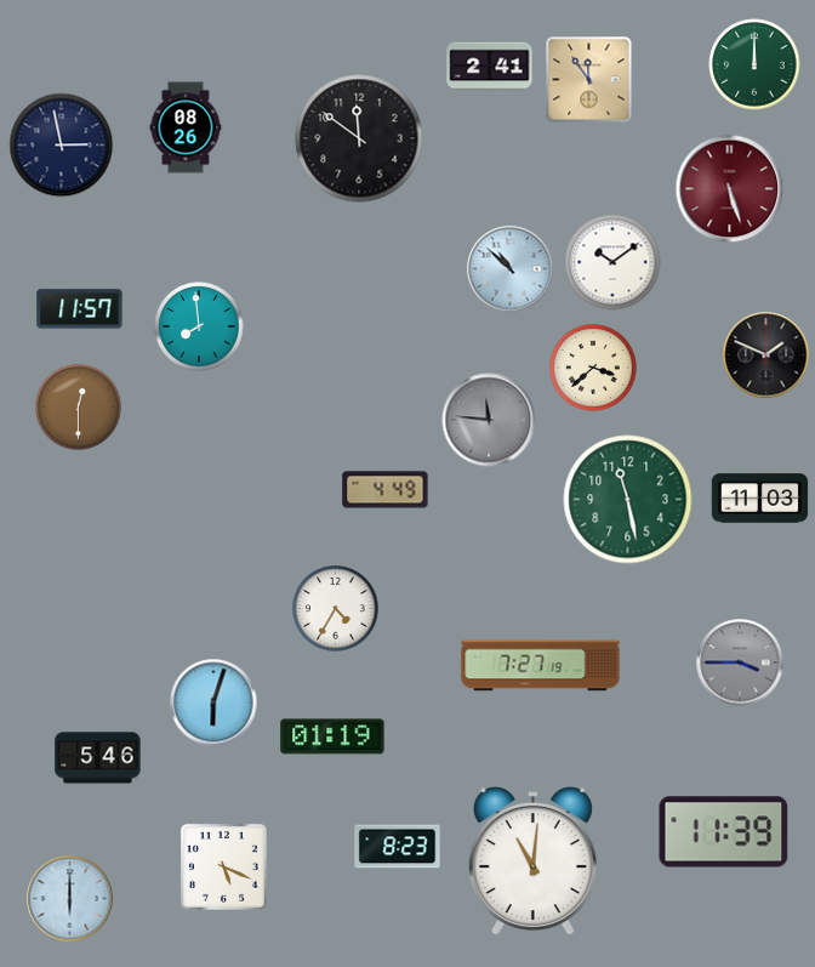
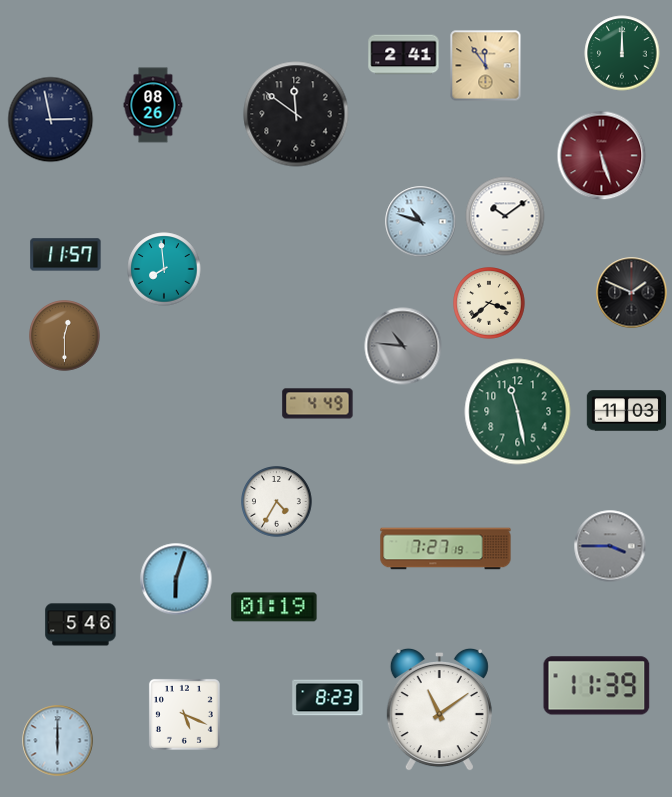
clock at (511, 269): 10:52 -> 10:48
clock at (489, 420): 11:46 -> 10:46
clock at (532, 861): 11:01 -> 11:09
